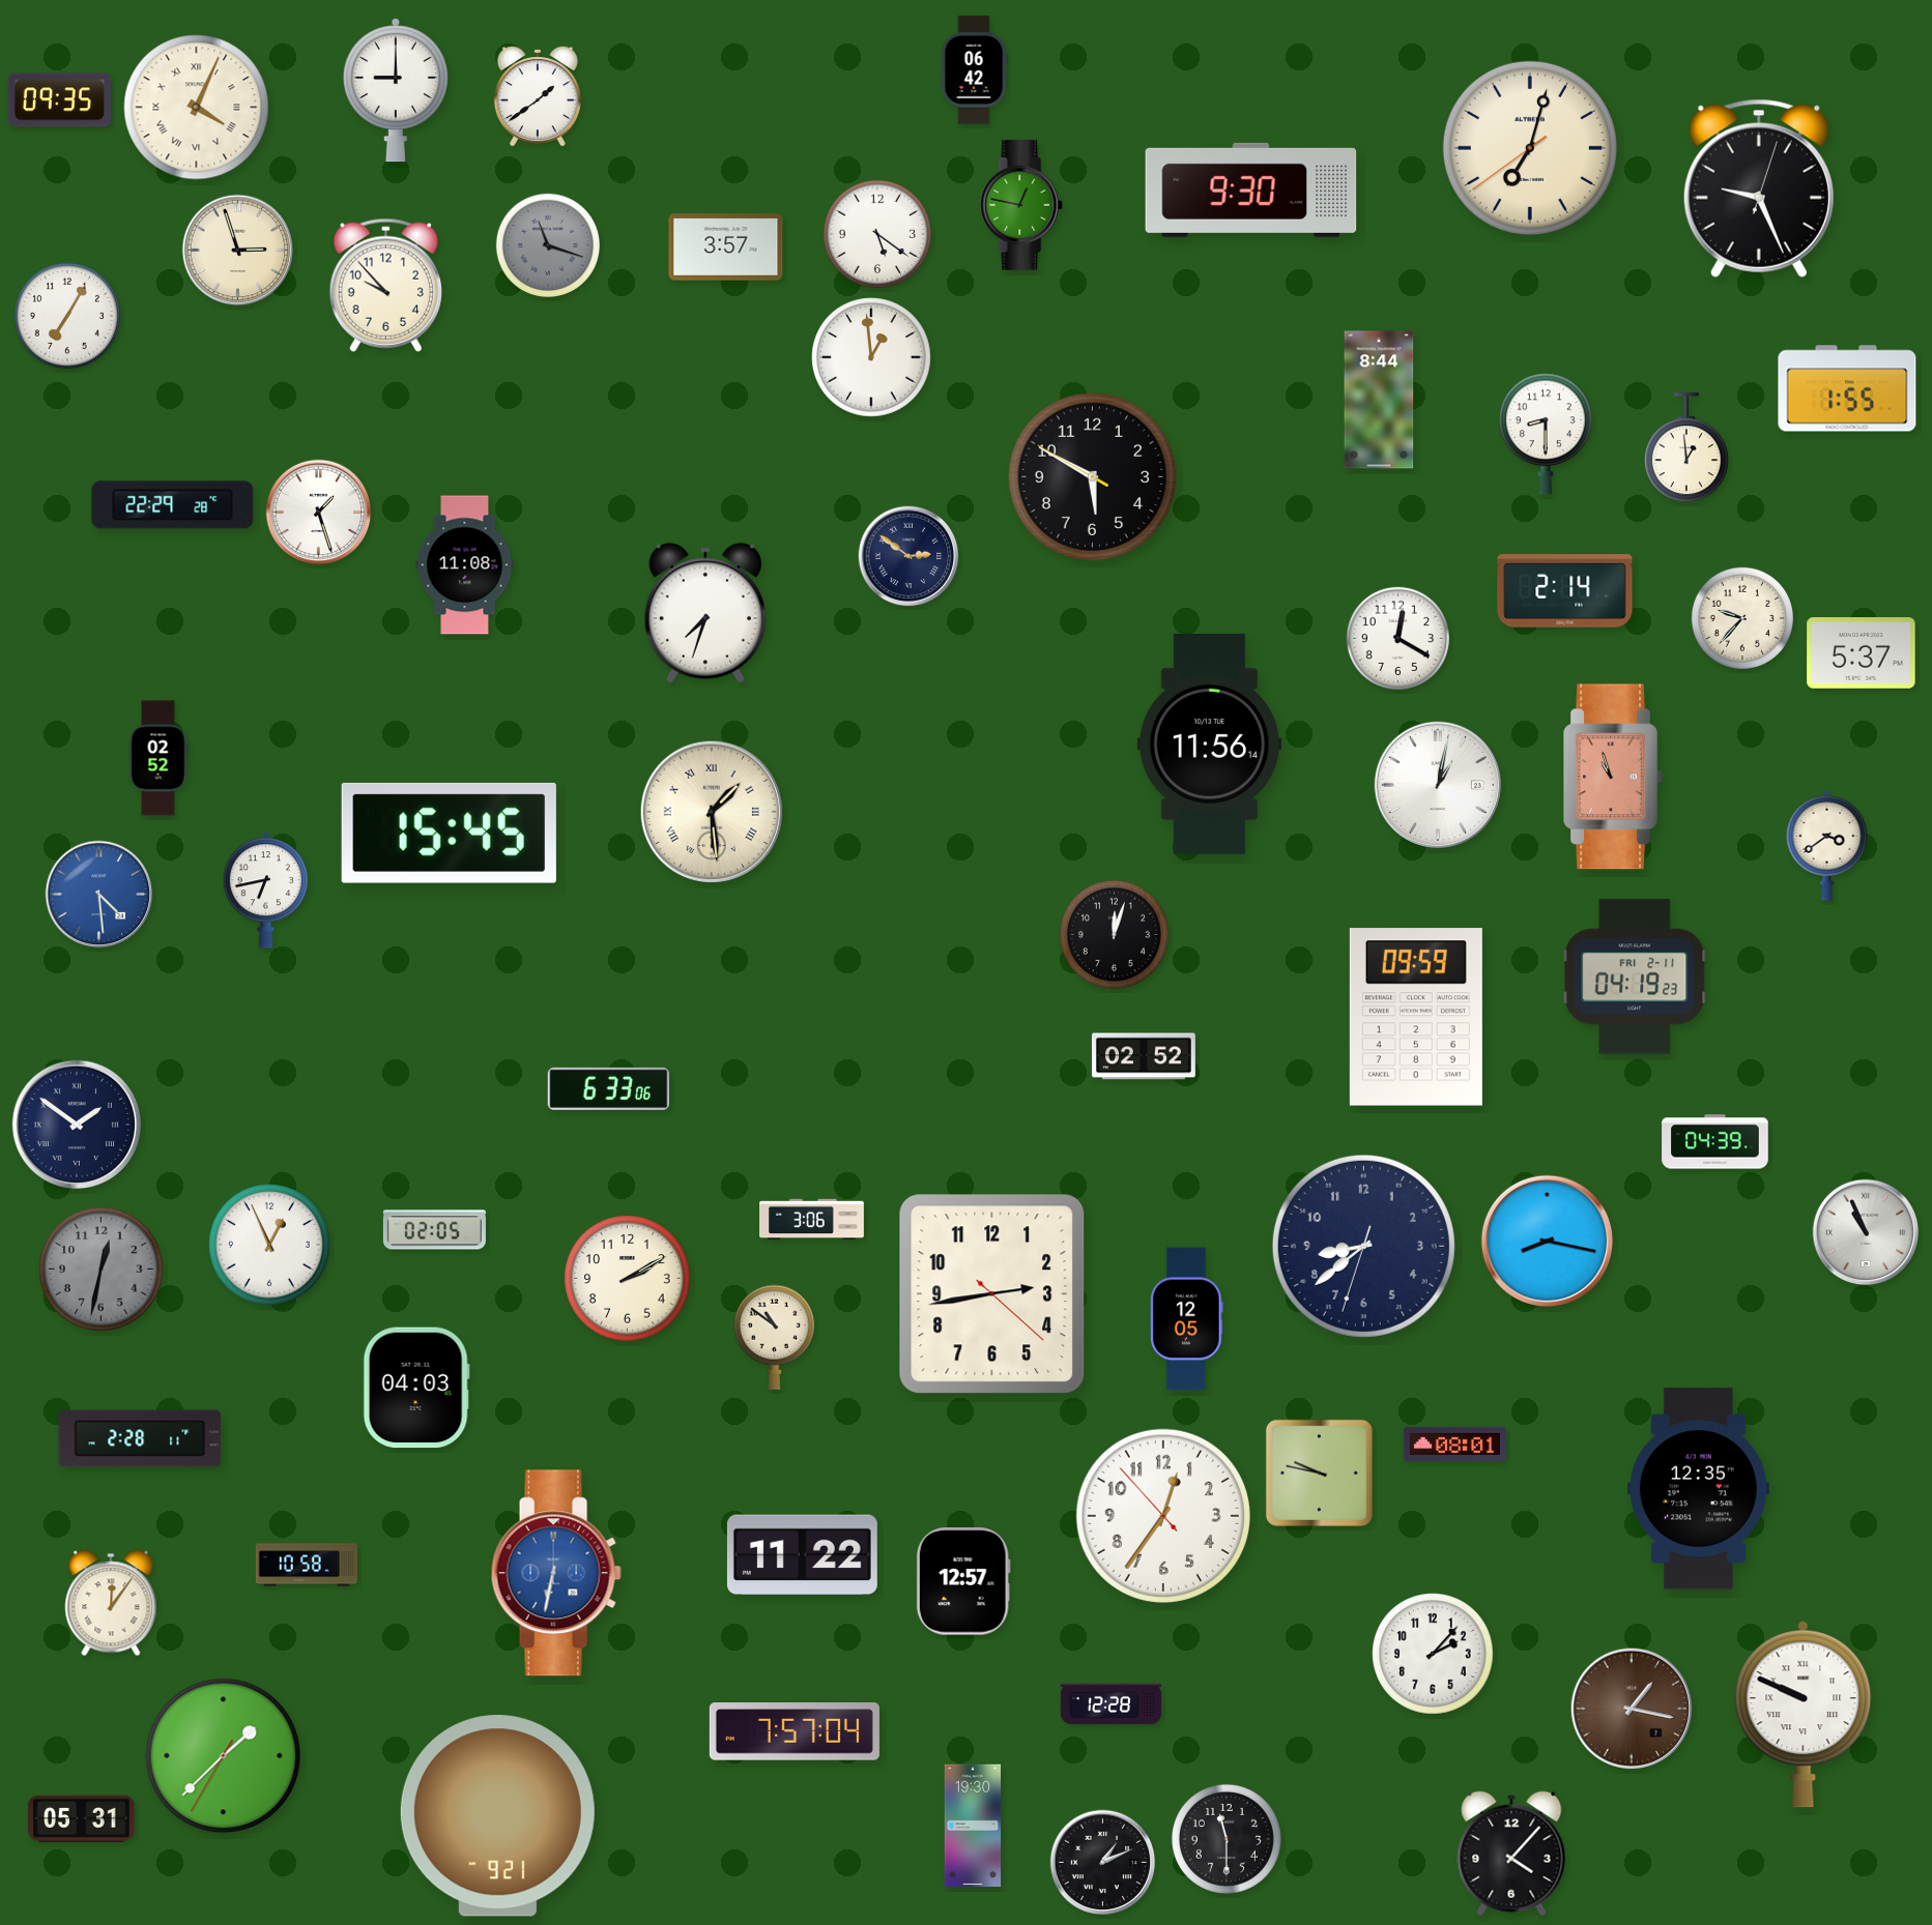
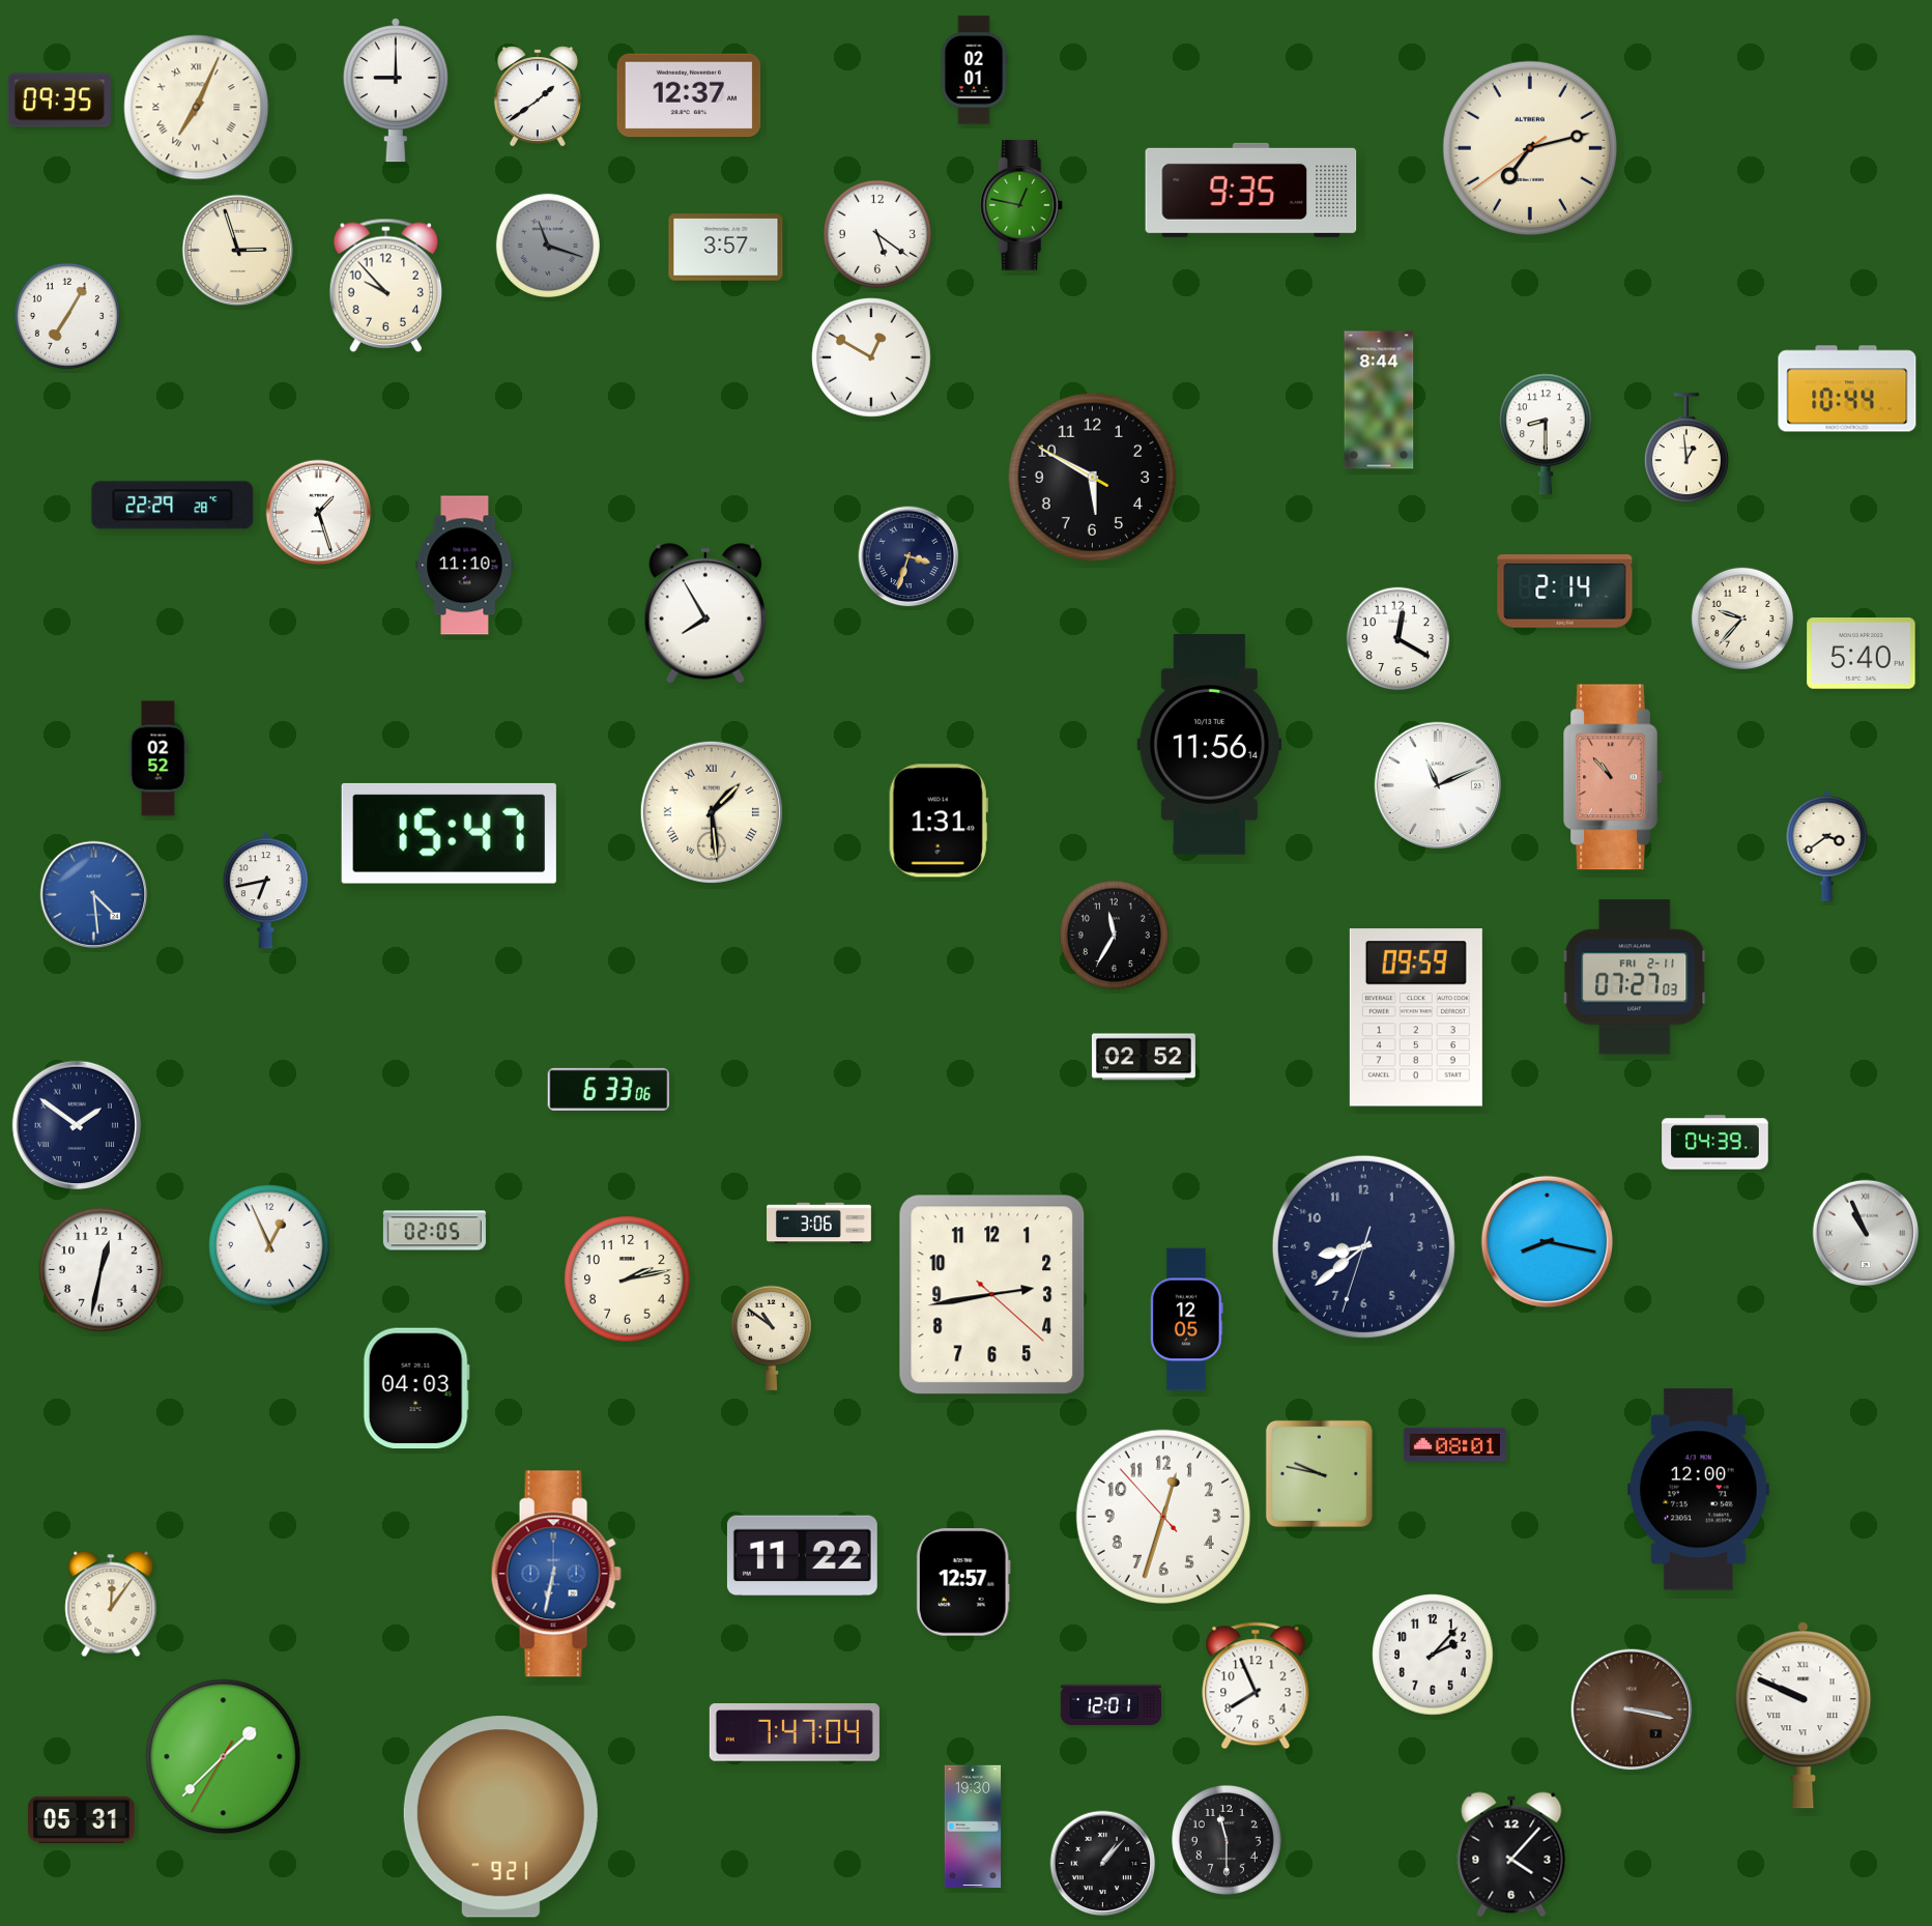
clock at (974, 70): 06:42 -> 02:01
clock at (689, 95): none -> 12:37
clock at (197, 108): 4:04 -> 7:04
clock at (1530, 148): 7:02 -> 7:12
clock at (1759, 188): 9:26 -> none
clock at (1251, 189): 9:30 -> 9:35
clock at (872, 358): 12:59 -> 12:50
clock at (1847, 388): 1:55 -> 10:44
clock at (909, 556): 2:51 -> 3:33
clock at (465, 565): 11:08 -> 11:10
clock at (704, 613): 7:33 -> 7:55
clock at (1862, 653): 5:37 -> 5:40
clock at (1613, 777): 10:57 -> 10:53
clock at (1437, 784): 1:02 -> 11:11
clock at (939, 821): none -> 1:31
clock at (449, 833): 15:45 -> 15:47
clock at (99, 895) position: (99, 895) -> (94, 895)
clock at (1114, 934): 12:03 -> 11:35
clock at (1635, 976): 04:19 -> 07:27
clock at (812, 1220) position: (812, 1220) -> (819, 1224)
clock at (102, 1270) dial: grey -> white
clock at (628, 1279): 2:10 -> 2:13
clock at (774, 1337) position: (774, 1337) -> (771, 1338)
clock at (140, 1438): 2:28 -> none
clock at (1698, 1489): 12:35 -> 12:00
clock at (1163, 1516): 12:35 -> 12:32
clock at (307, 1565): 10:58 -> none
clock at (1256, 1686): none -> 7:56
clock at (1111, 1703): 12:28 -> 12:01
clock at (1632, 1709): 1:17 -> 3:17
clock at (795, 1731): 7:57 -> 7:47
clock at (497, 1816) position: (497, 1816) -> (500, 1817)
clock at (1103, 1863): 1:11 -> 1:07
